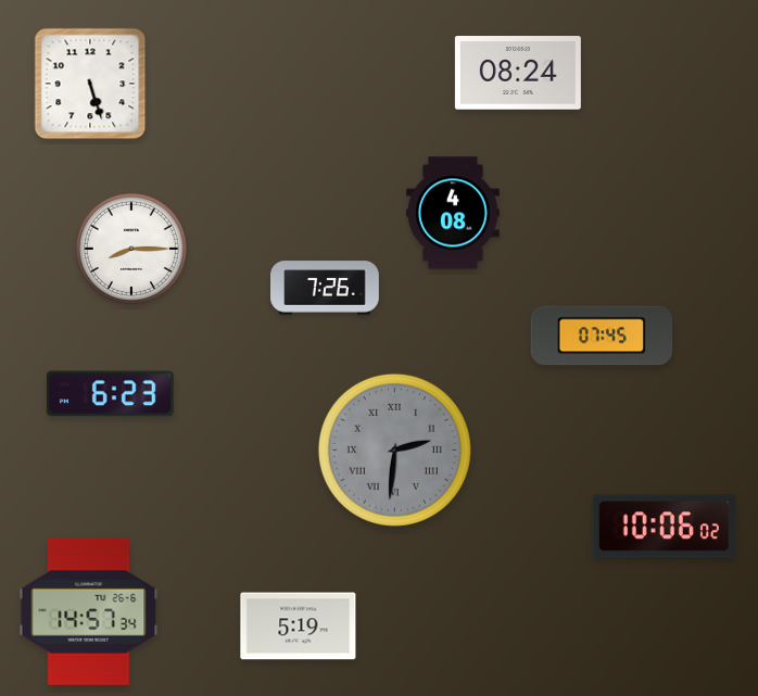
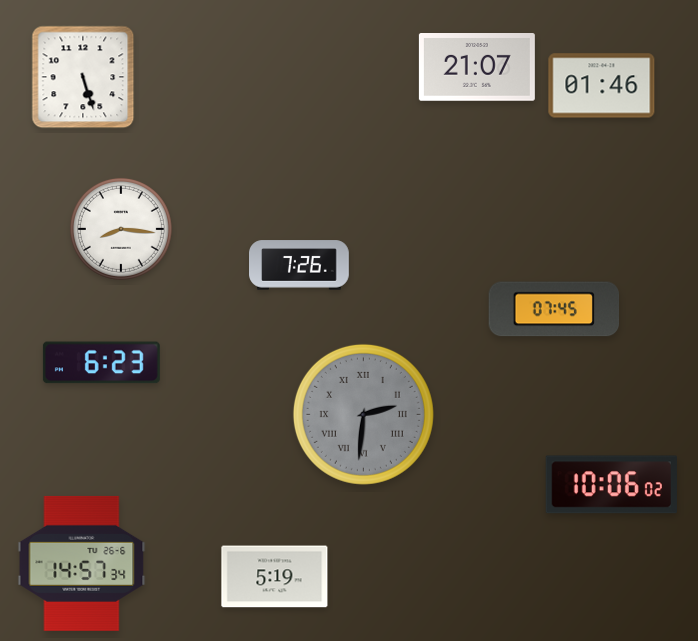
clock at (518, 74): 08:24 -> 21:07
clock at (602, 86): none -> 01:46
clock at (454, 213): 4:08 -> none
clock at (131, 249): 8:15 -> 8:16
